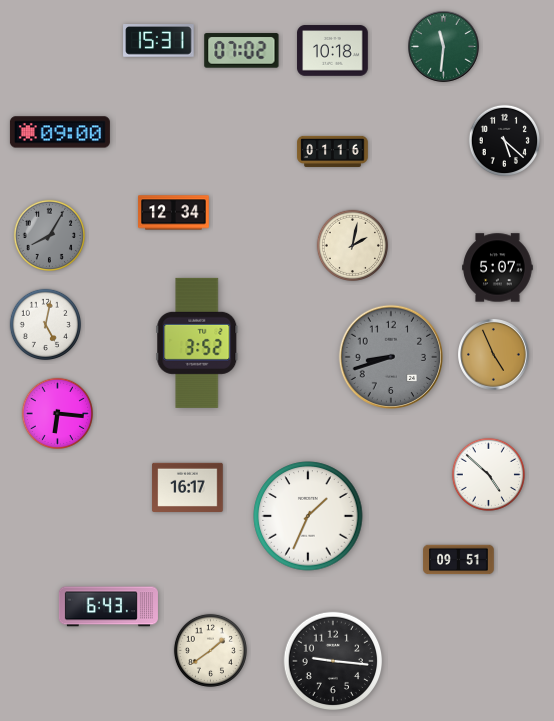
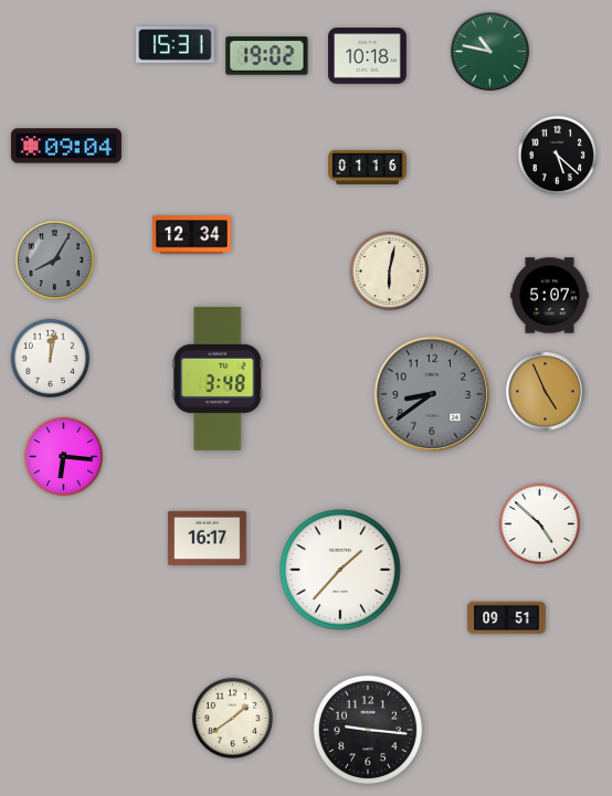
clock at (444, 47): 11:31 -> 10:47
clock at (242, 51): 07:02 -> 19:02
clock at (60, 132): 09:00 -> 09:04
clock at (352, 245): 2:02 -> 6:02
clock at (45, 324): 5:02 -> 12:02
clock at (197, 343): 3:52 -> 3:48
clock at (390, 356): 8:42 -> 8:39
clock at (308, 516): 1:34 -> 1:37
clock at (108, 607): 6:43 -> none
